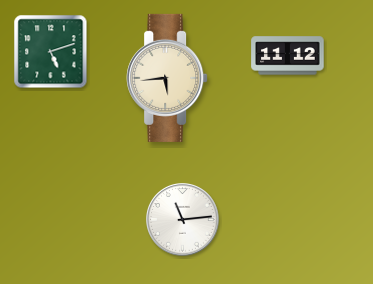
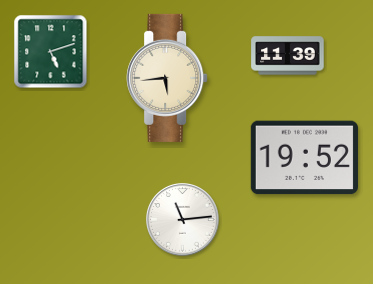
clock at (288, 56): 11:12 -> 11:39
clock at (304, 158): none -> 19:52
